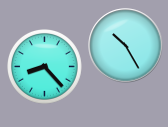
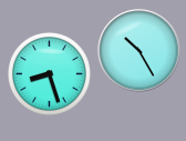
clock at (45, 67): 8:23 -> 8:27
